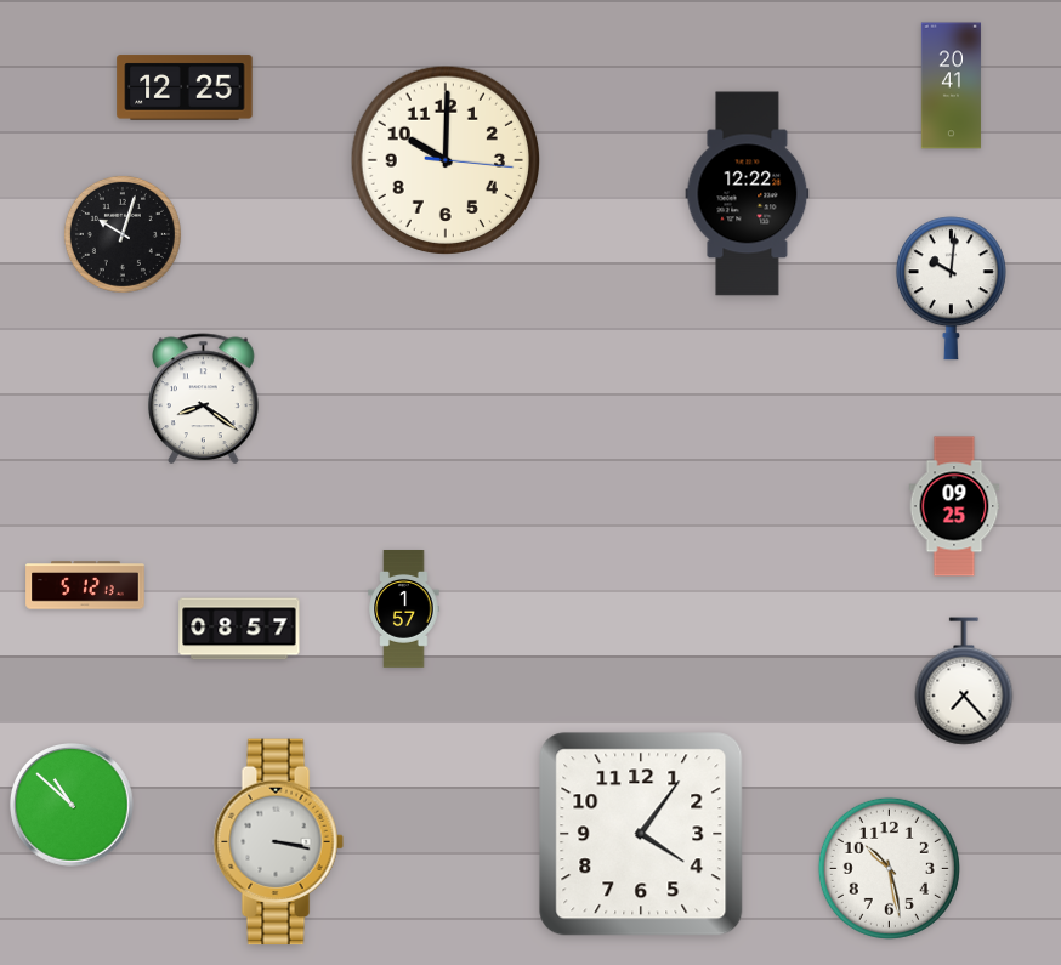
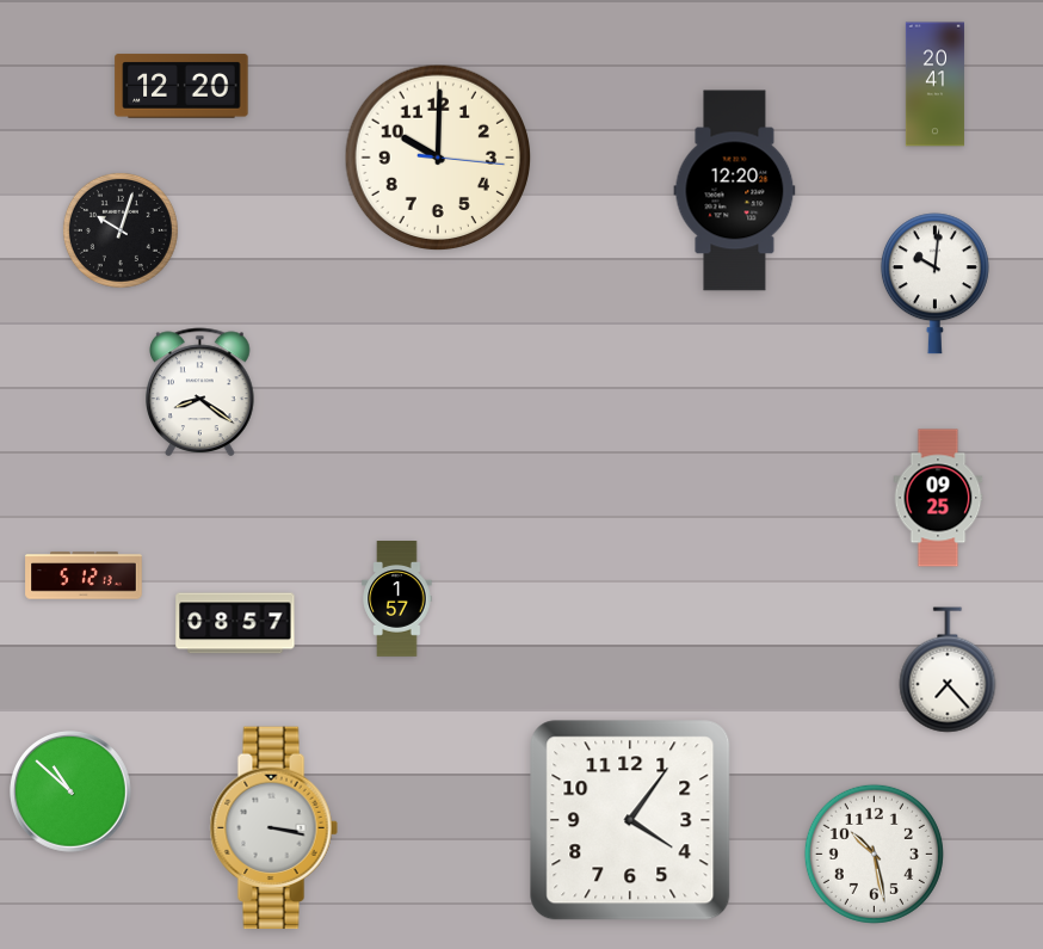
clock at (185, 87): 12:25 -> 12:20
clock at (748, 194): 12:22 -> 12:20
clock at (239, 629) position: (239, 629) -> (235, 623)
